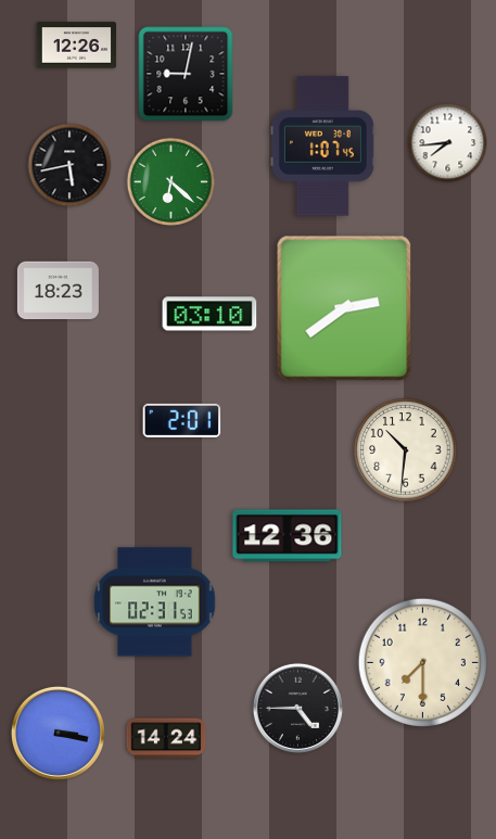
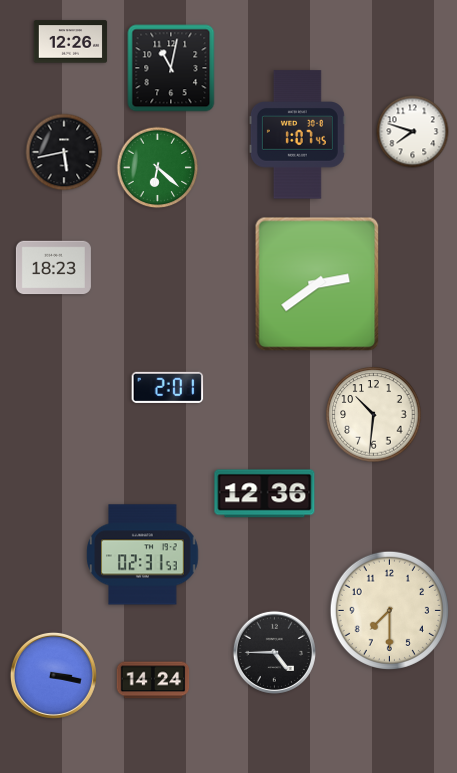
clock at (186, 74): 9:02 -> 11:02
clock at (448, 143): 7:44 -> 7:48
clock at (209, 314): 03:10 -> none
